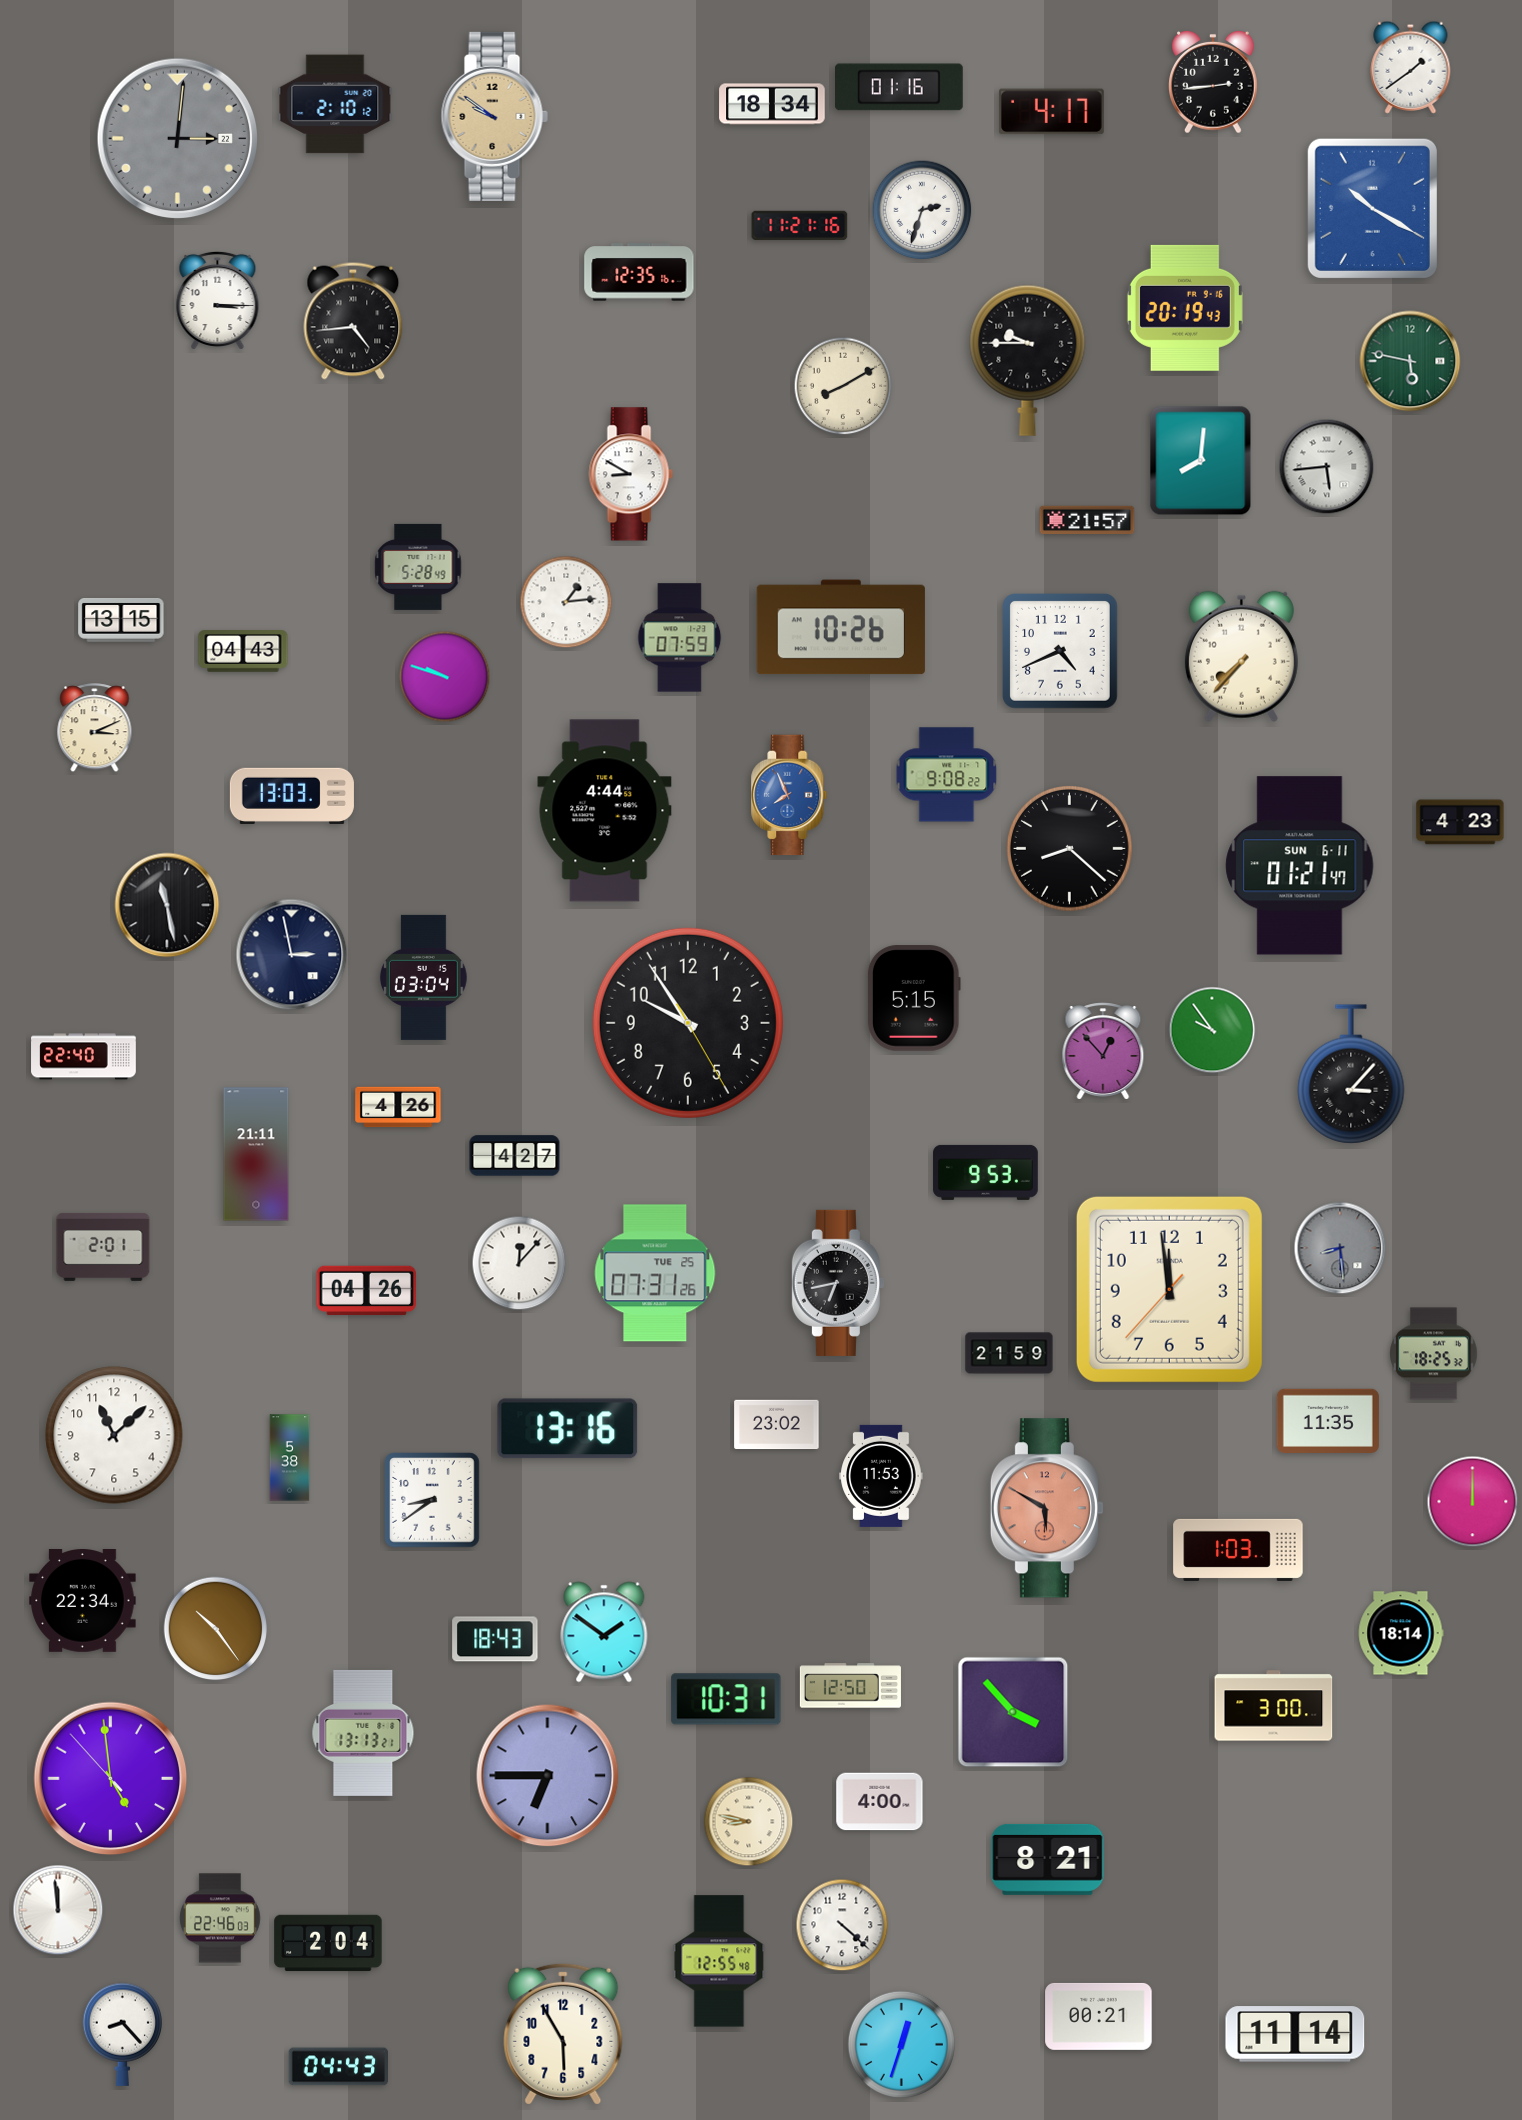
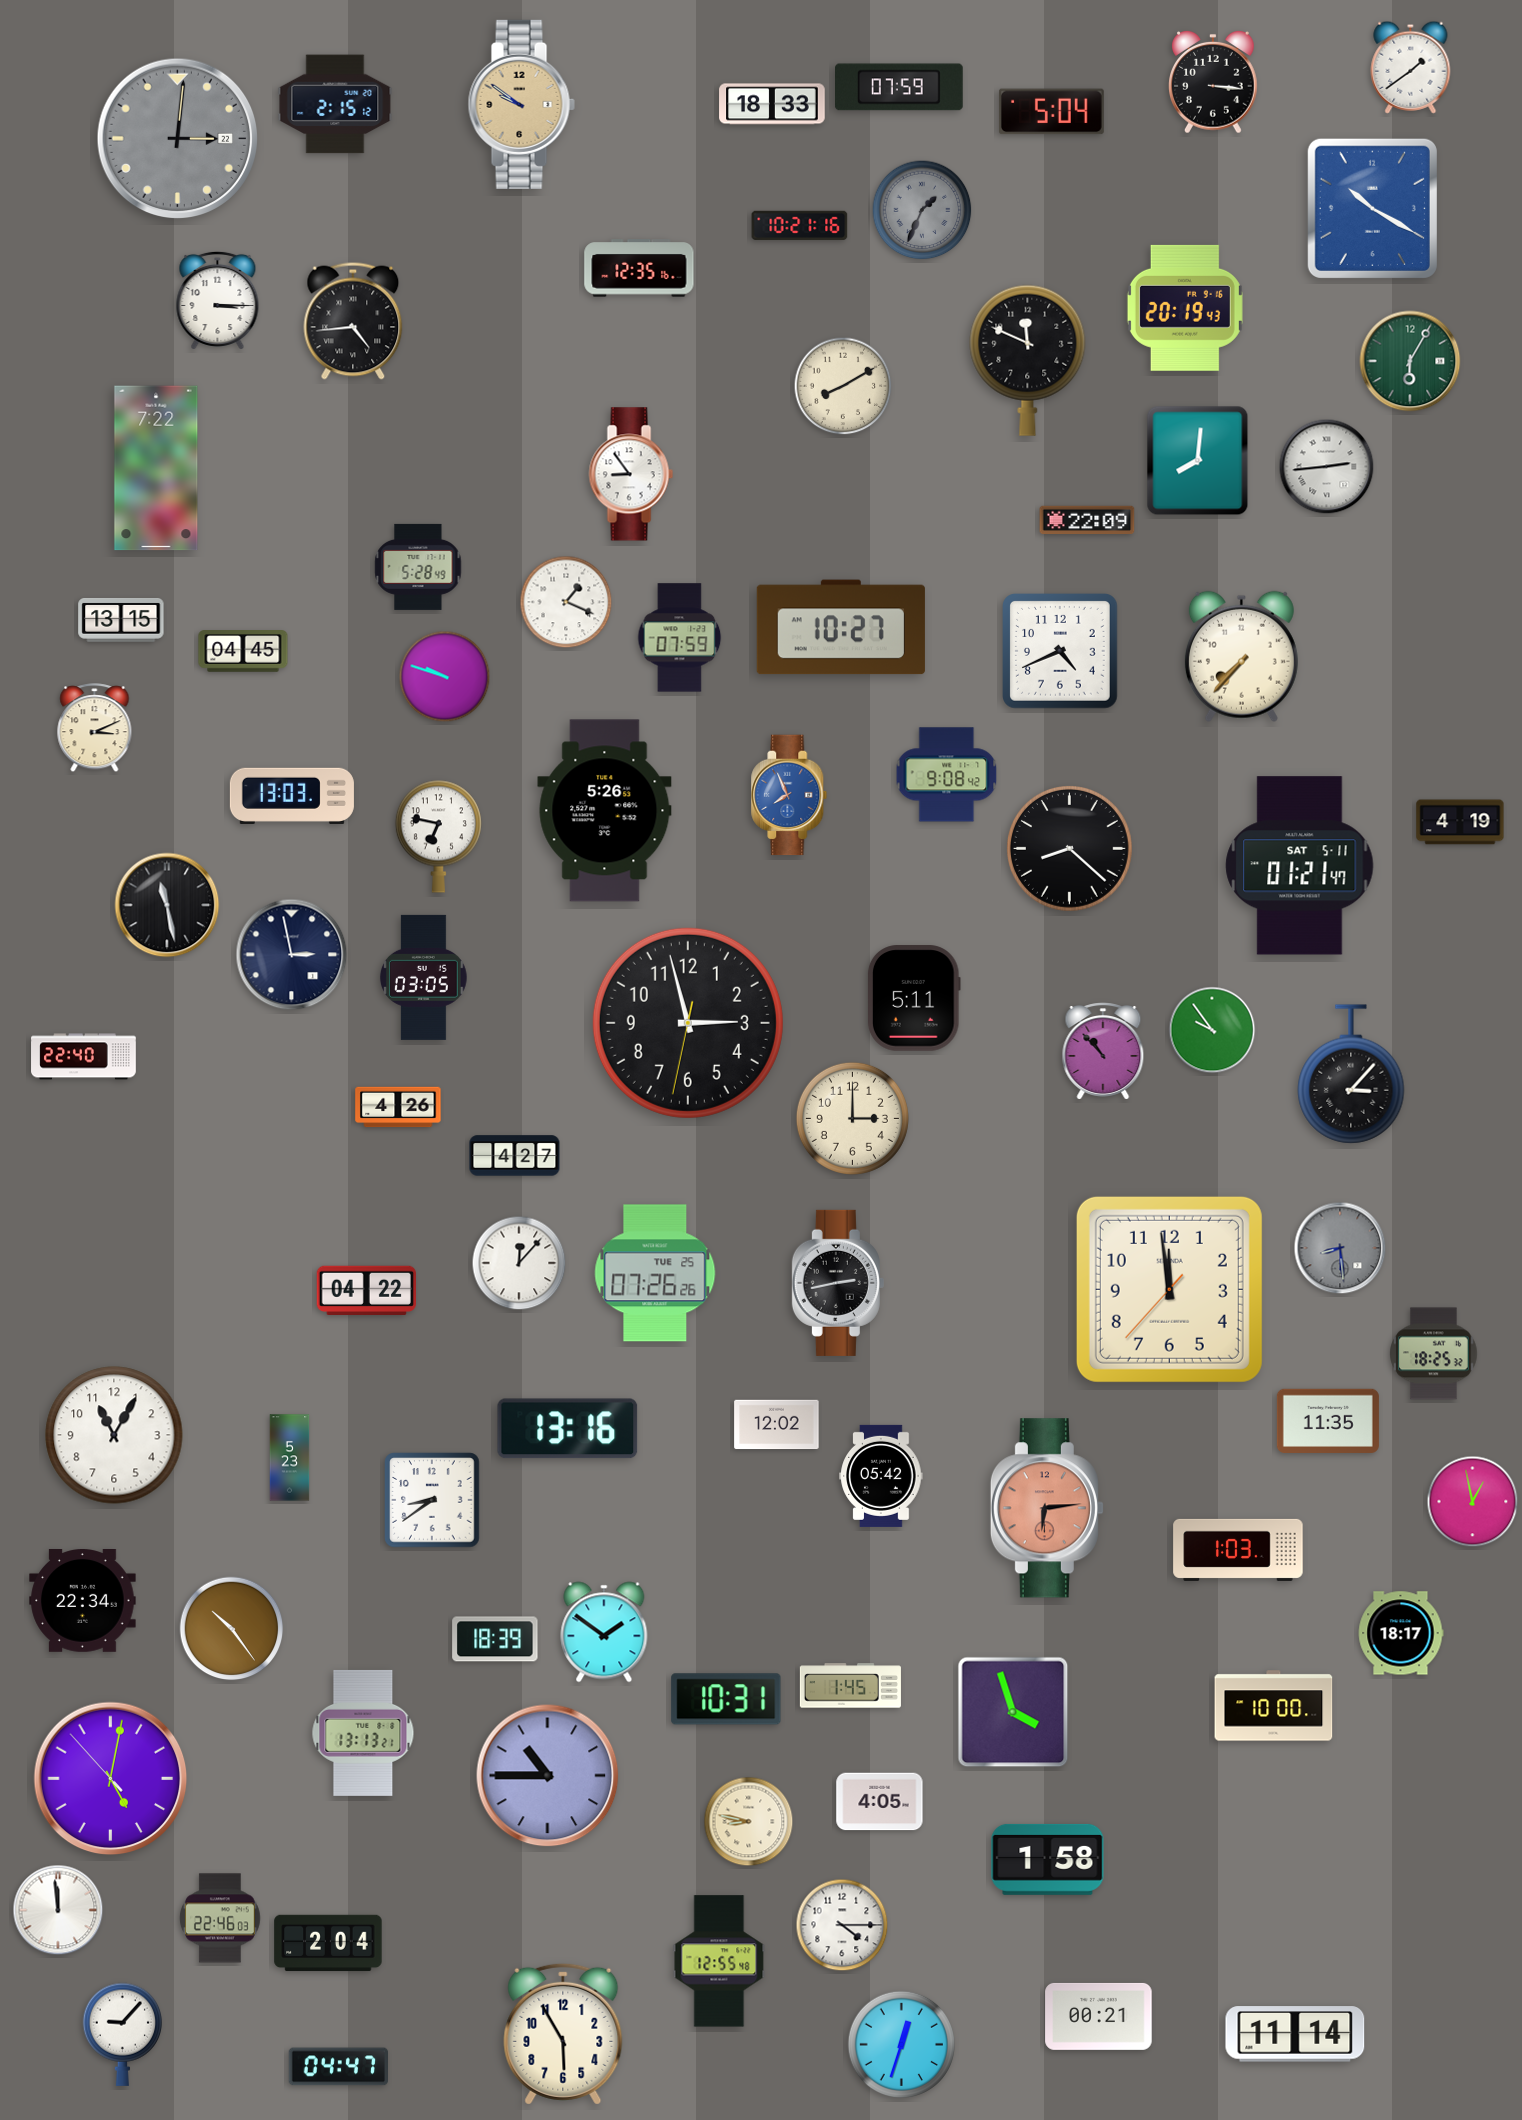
clock at (1213, 82): 2:44 -> 3:16
clock at (900, 87): 01:16 -> 07:59
clock at (335, 104): 2:10 -> 2:15
clock at (772, 104): 18:34 -> 18:33
clock at (1052, 112): 4:17 -> 5:04
clock at (494, 116) position: (494, 116) -> (521, 104)
clock at (922, 210): 2:33 -> 1:34
clock at (922, 210) dial: white -> grey
clock at (800, 225): 11:21 -> 10:21
clock at (639, 272) position: (639, 272) -> (639, 268)
clock at (1028, 360): 9:45 -> 11:49
clock at (1410, 361): 5:47 -> 6:05
clock at (1201, 461) position: (1201, 461) -> (1198, 461)
clock at (1327, 467): 5:44 -> 2:44
clock at (156, 468): none -> 7:22
clock at (631, 474): 8:50 -> 8:54
clock at (1087, 520): 21:57 -> 22:09
clock at (566, 602): 1:14 -> 1:19
clock at (841, 627): 10:26 -> 10:27
clock at (243, 651): 04:43 -> 04:45
clock at (947, 775): 9:08:22 -> 9:08:42
clock at (605, 811): 4:44 -> 5:26
clock at (1460, 822): 4:23 -> 4:19
clock at (438, 836): none -> 6:47
clock at (1300, 866) date: SUN 6-11 -> SAT 5-11
clock at (423, 977): 03:04 -> 03:05
clock at (914, 998): 5:15 -> 5:11
clock at (688, 1023): 9:54 -> 2:57
clock at (1103, 1051): 12:53 -> 10:53
clock at (852, 1118): none -> 3:00
clock at (256, 1154): 21:11 -> none
clock at (986, 1172): 9:53 -> none
clock at (103, 1247): 2:01 -> none
clock at (655, 1273): 07:31 -> 07:26
clock at (838, 1283): 6:43 -> 2:43
clock at (366, 1290): 04:26 -> 04:22
clock at (1009, 1353): 21:59 -> none
clock at (777, 1425): 23:02 -> 12:02
clock at (114, 1435): 11:08 -> 11:05
clock at (290, 1458): 5:38 -> 5:23
clock at (881, 1476): 11:53 -> 05:42
clock at (1473, 1502): 12:00 -> 12:58
clock at (1047, 1508): 5:50 -> 6:14
clock at (216, 1629) position: (216, 1629) -> (232, 1629)
clock at (1401, 1633): 18:14 -> 18:17
clock at (495, 1639): 18:43 -> 18:39
clock at (850, 1686): 12:50 -> 1:45
clock at (1274, 1706): 3:00 -> 10:00
clock at (1013, 1712): 3:53 -> 3:57
clock at (548, 1776): 6:45 -> 10:45
clock at (111, 1779): 4:58 -> 5:01
clock at (880, 1802): 4:00 -> 4:05
clock at (1048, 1859): 8:21 -> 1:58
clock at (842, 1925): 4:22 -> 4:15
clock at (122, 2034): 8:23 -> 9:07
clock at (338, 2067): 04:43 -> 04:47
